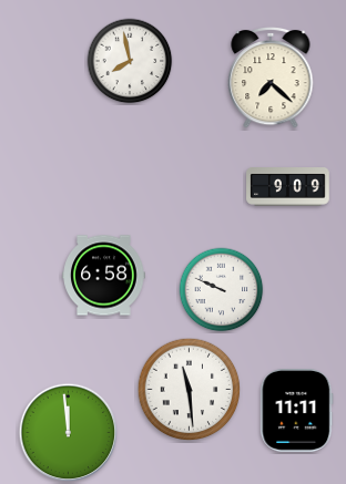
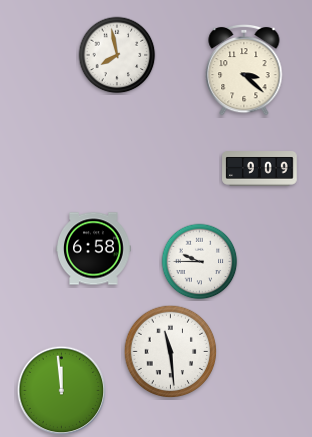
clock at (271, 78): 7:22 -> 3:22
clock at (222, 290): 9:49 -> 9:45
clock at (297, 411): 11:11 -> none
